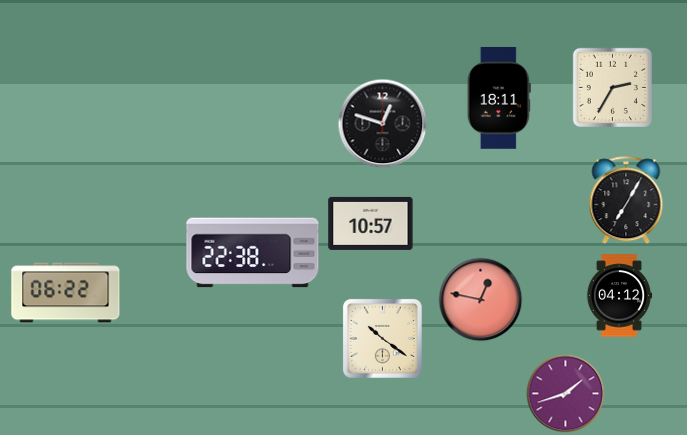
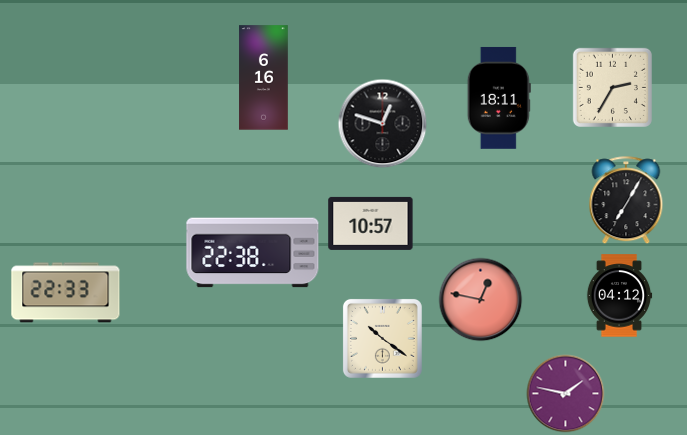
clock at (264, 78): none -> 6:16
clock at (66, 293): 06:22 -> 22:33
clock at (566, 394): 1:42 -> 1:47
